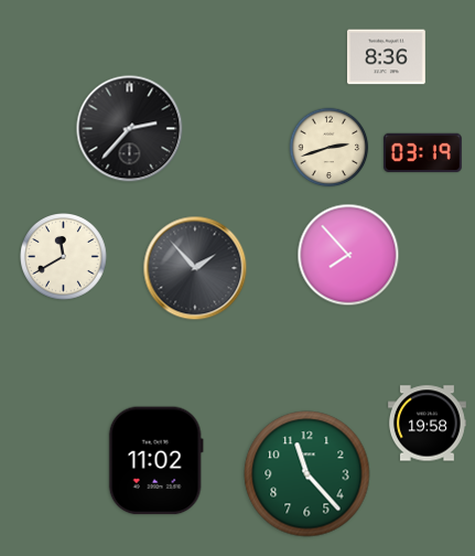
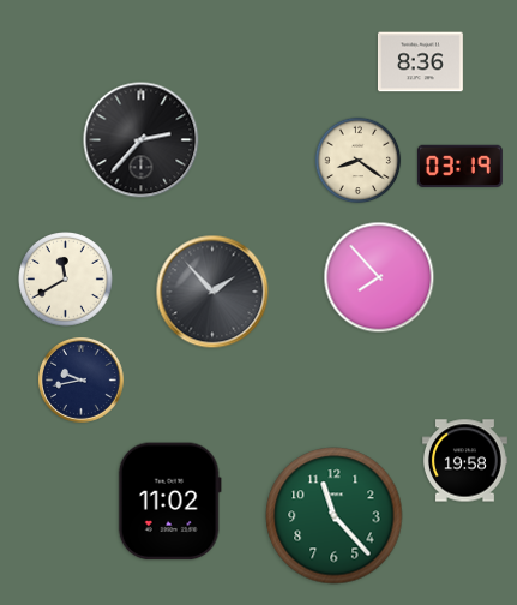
clock at (330, 148): 2:42 -> 8:21
clock at (64, 257) position: (64, 257) -> (66, 280)
clock at (80, 379): none -> 9:43
